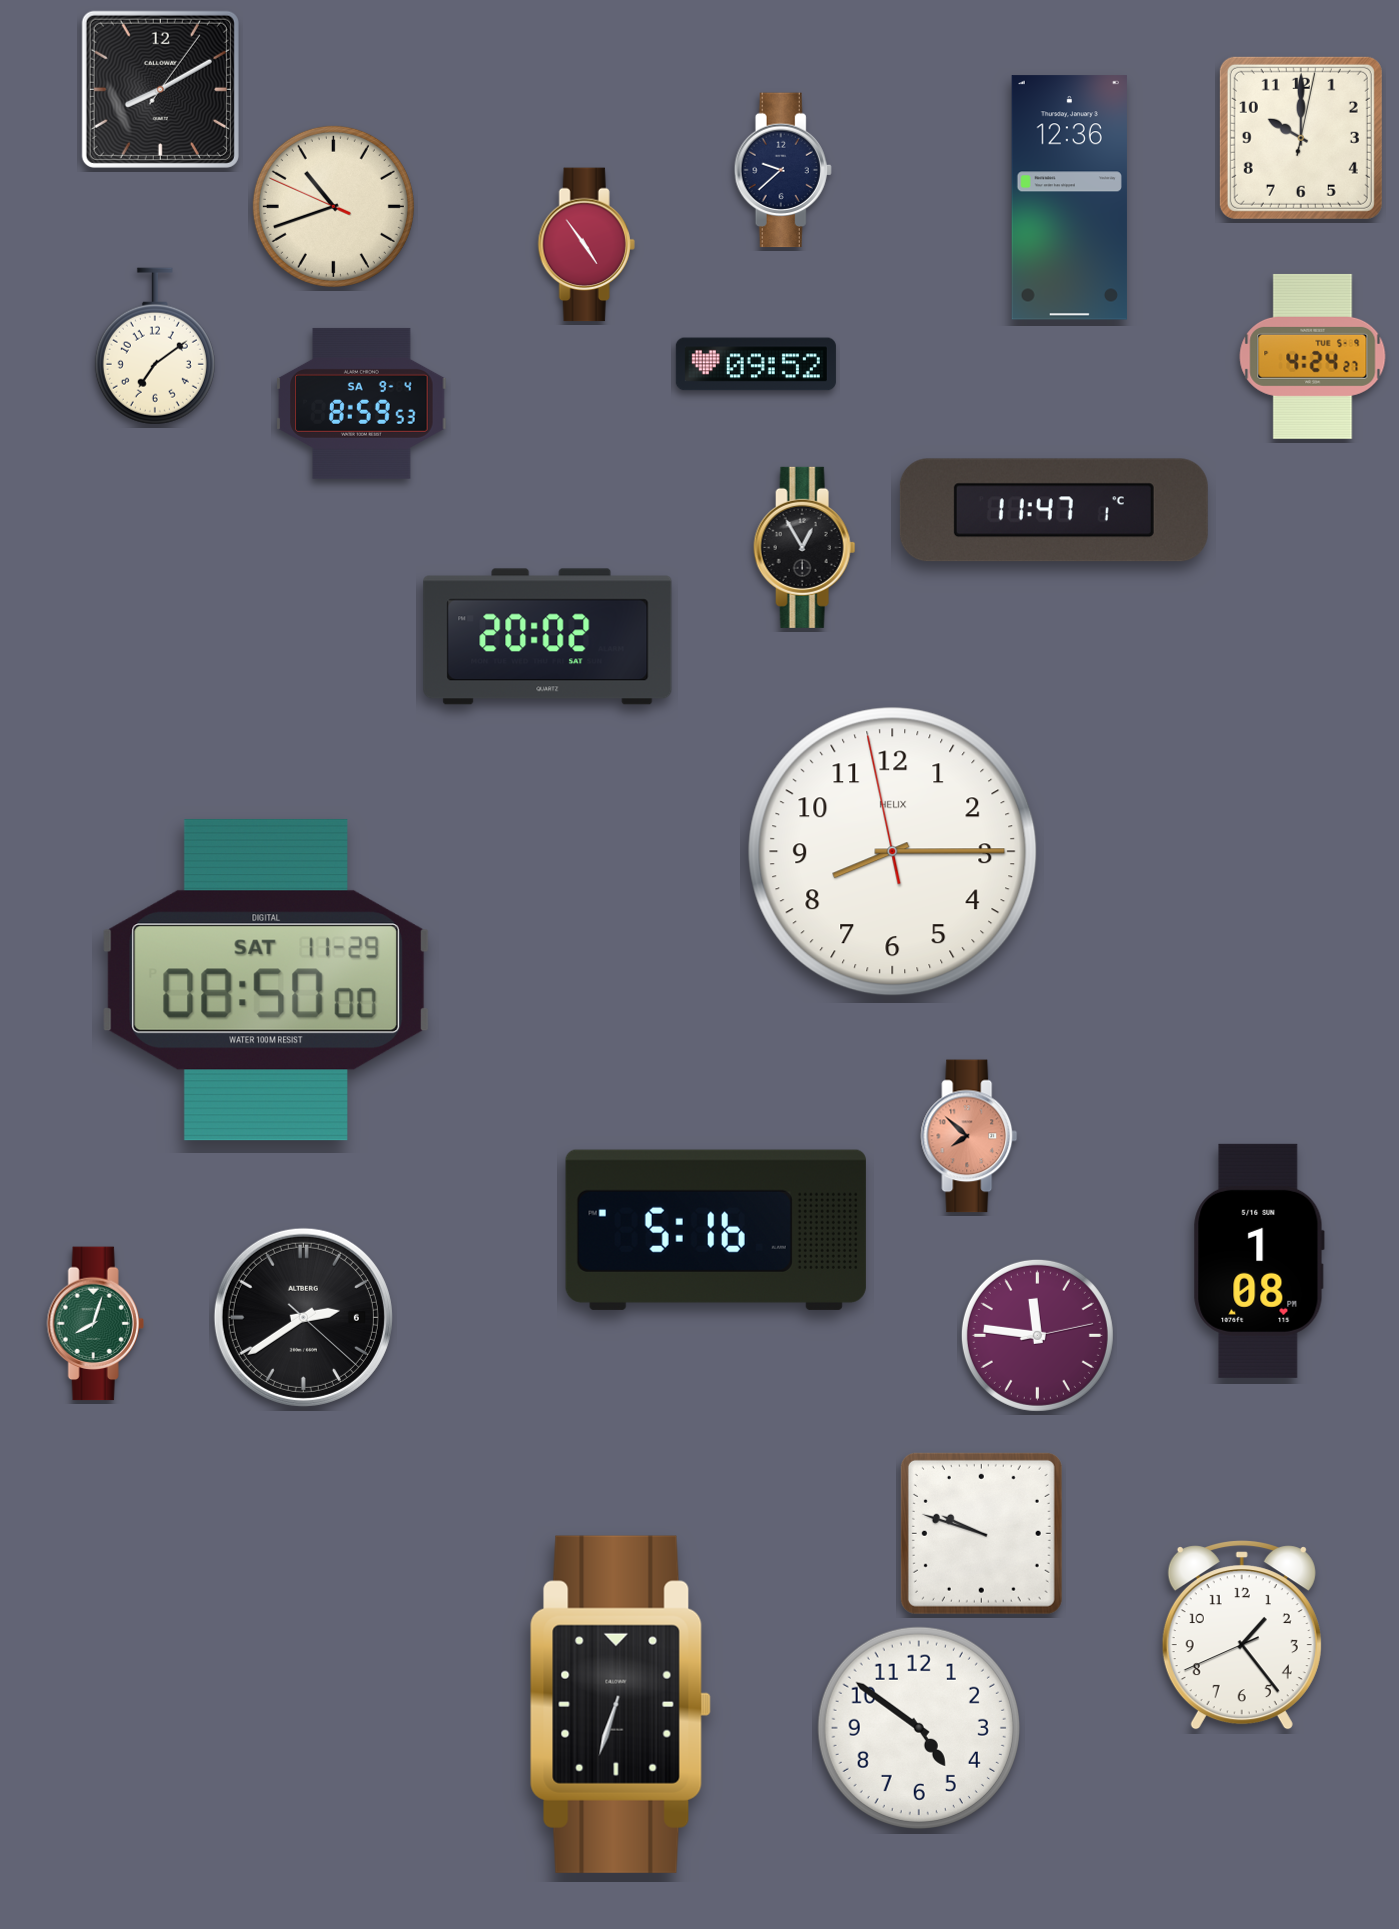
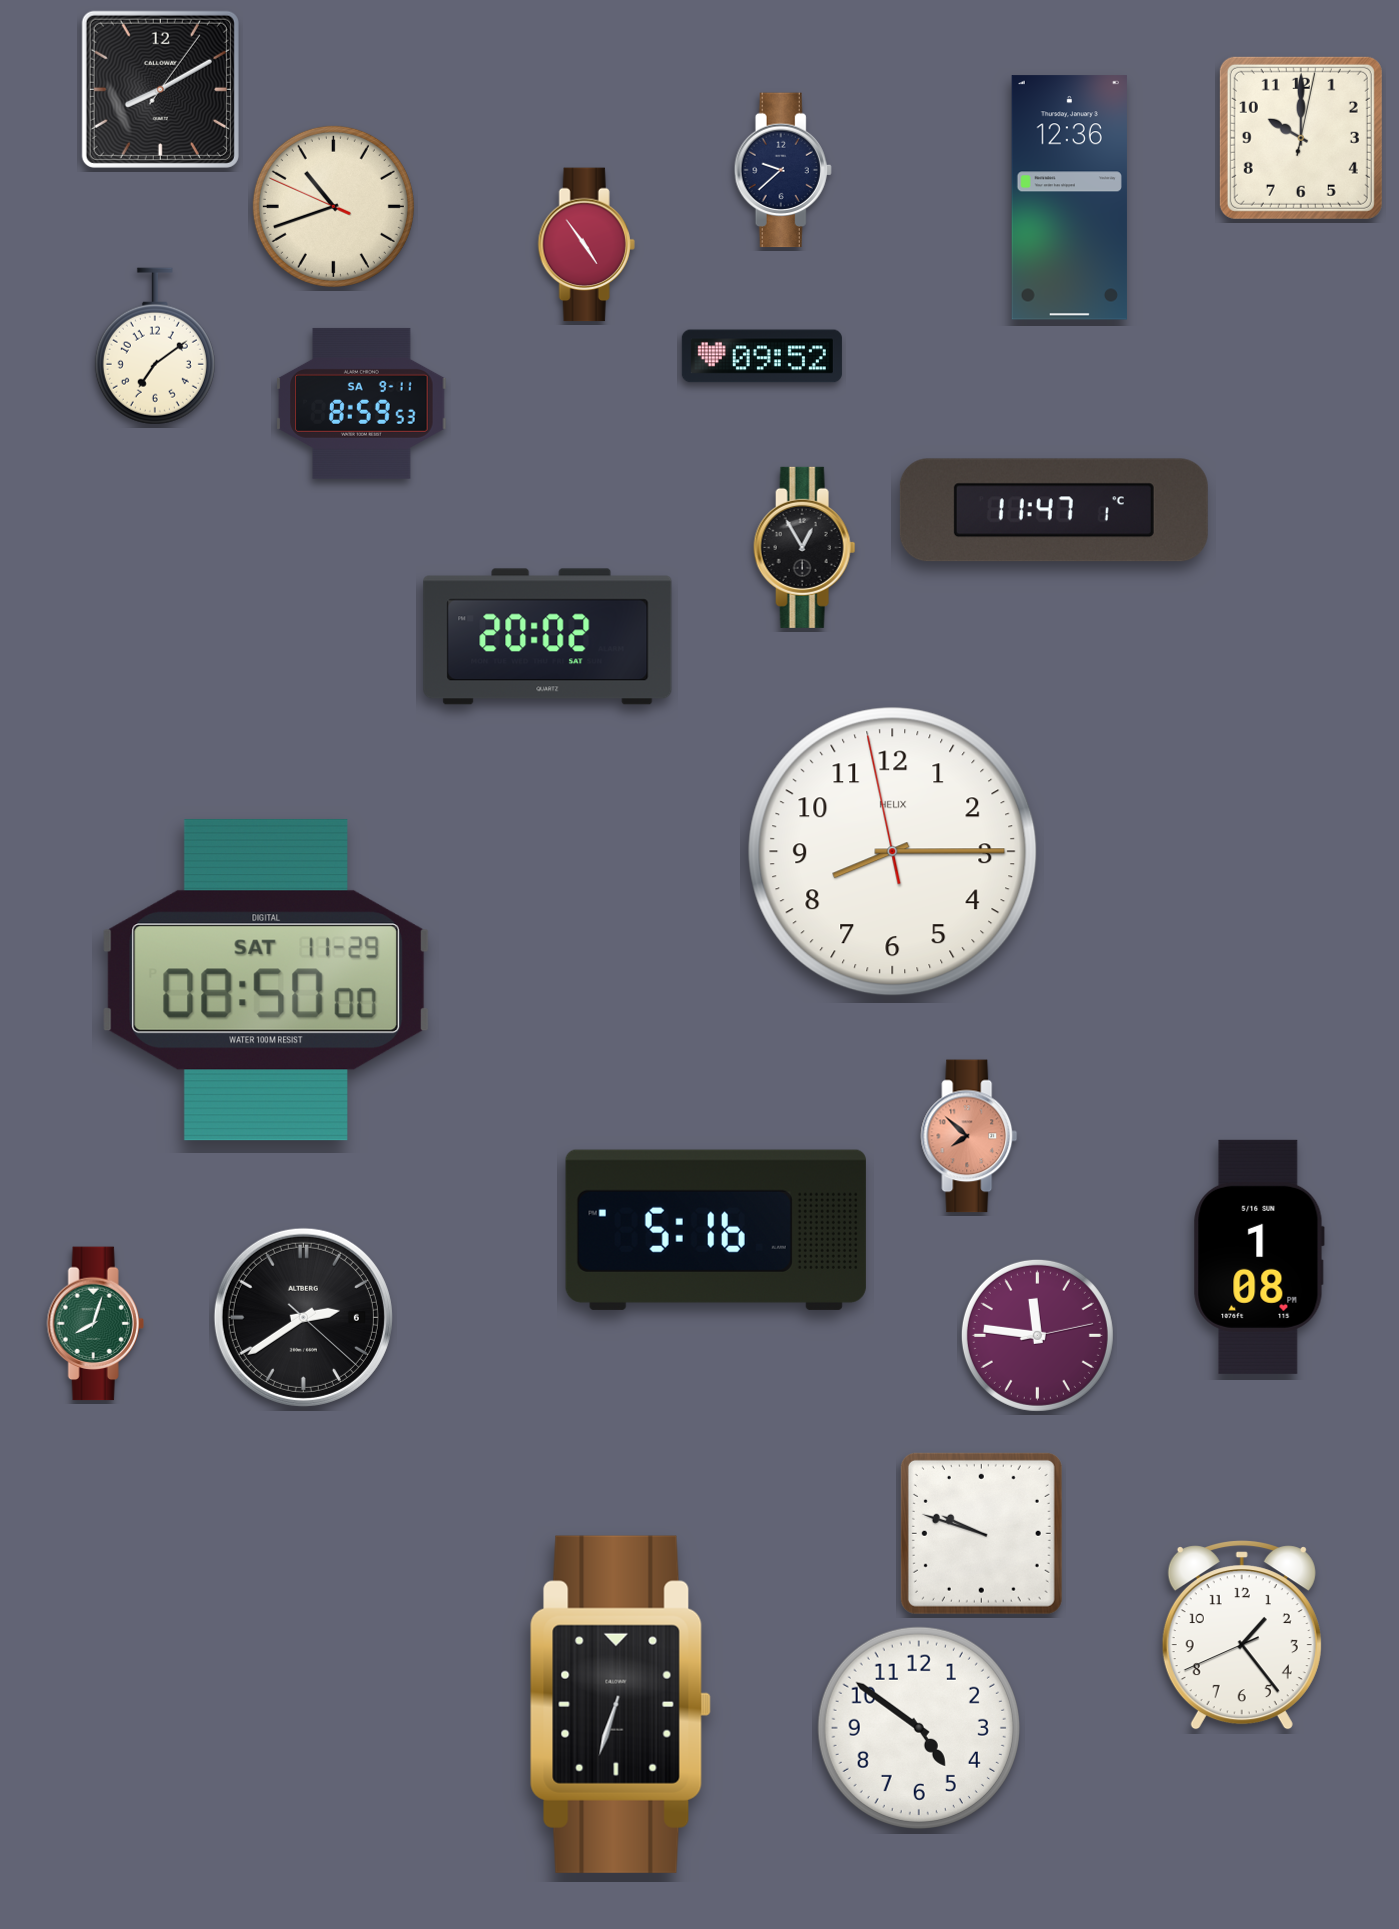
clock at (1313, 356): 4:24 -> none
clock at (756, 364) position: (756, 364) -> (762, 356)
clock at (362, 403) date: SA 9-4 -> SA 9-11
clock at (1259, 1261) position: (1259, 1261) -> (1259, 1257)
